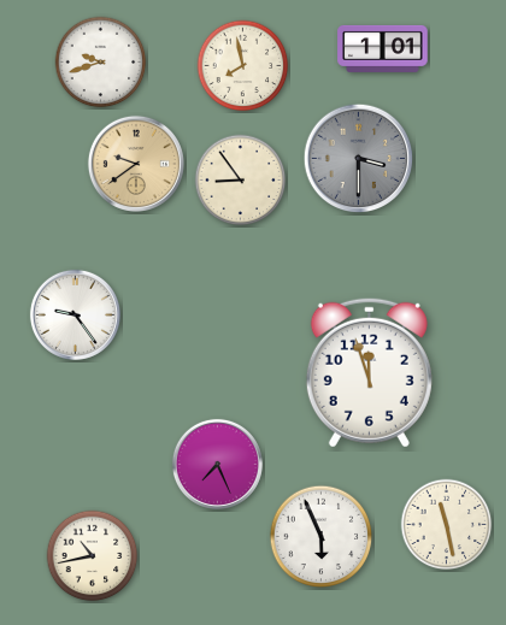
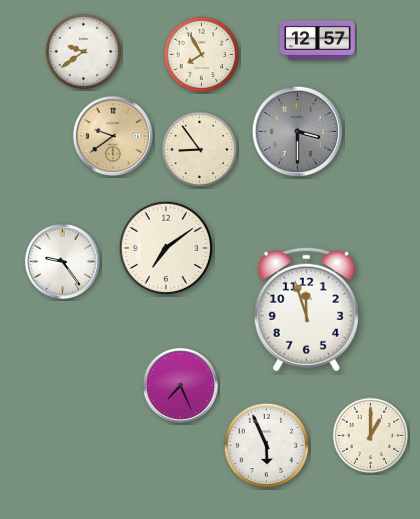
clock at (383, 48): 1:01 -> 12:57
clock at (101, 63): 9:42 -> 9:39
clock at (243, 66): 7:58 -> 7:55
clock at (165, 247): none -> 7:09
clock at (447, 525): 11:28 -> 1:00
clock at (93, 556): 10:43 -> none
